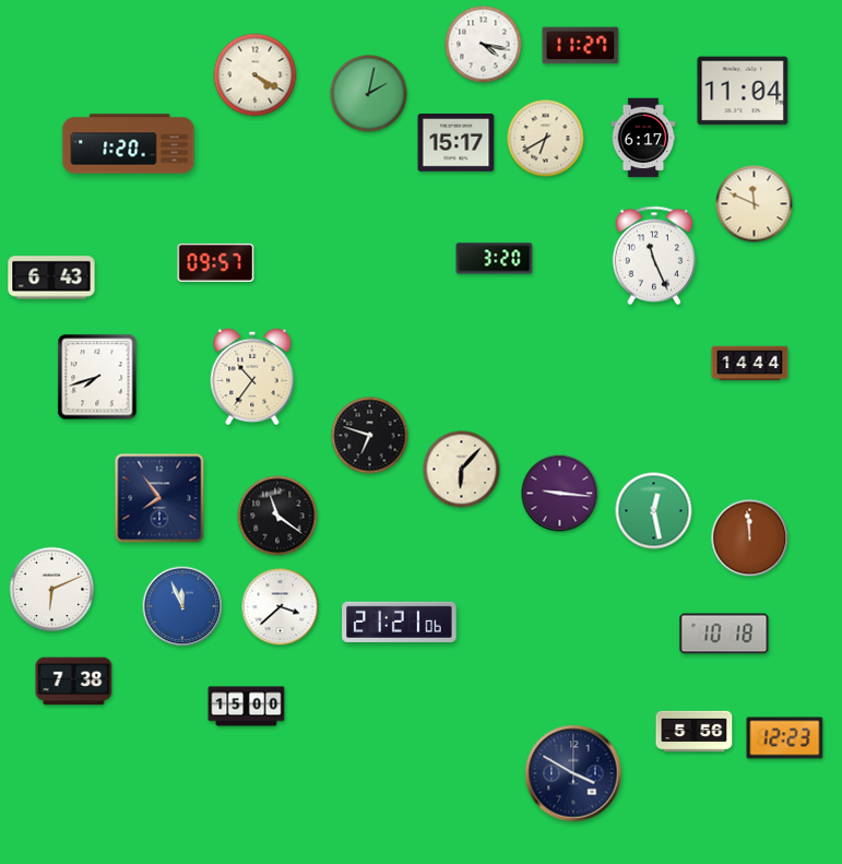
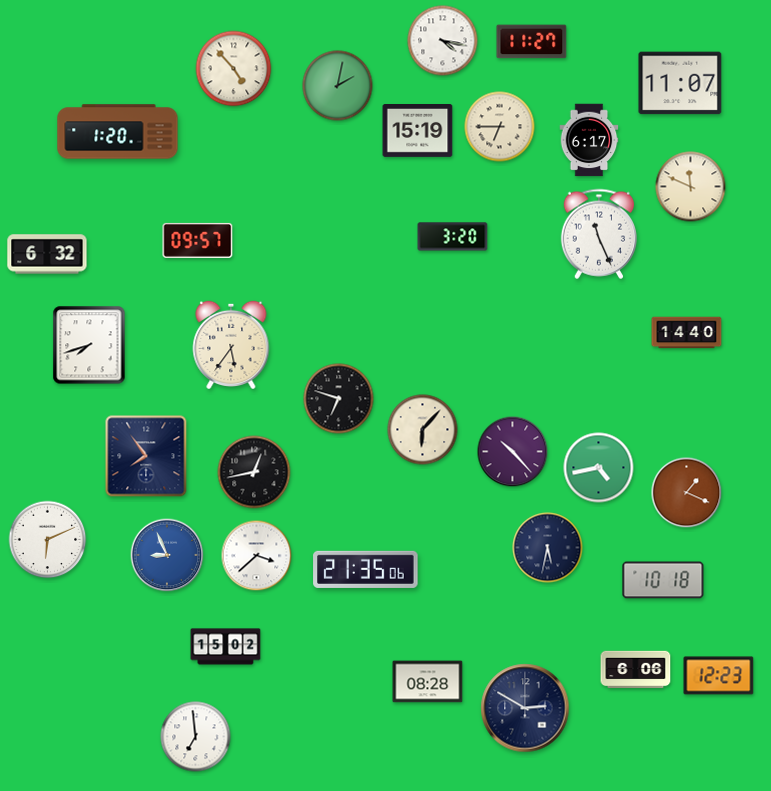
clock at (256, 75): 4:20 -> 4:53
clock at (743, 91): 11:04 -> 11:07
clock at (643, 138) position: (643, 138) -> (589, 140)
clock at (546, 139): 6:40 -> 6:45
clock at (456, 143): 15:17 -> 15:19
clock at (51, 277): 6:43 -> 6:32
clock at (750, 364): 14:44 -> 14:40
clock at (252, 376): 10:36 -> 5:36
clock at (560, 494): 9:16 -> 10:23
clock at (654, 511): 12:28 -> 4:43
clock at (277, 516): 11:21 -> 12:43
clock at (750, 538): 11:59 -> 1:19
clock at (548, 548): none -> 5:32
clock at (182, 606): 11:56 -> 8:56
clock at (400, 622): 21:21 -> 21:35
clock at (74, 682): 7:38 -> none
clock at (247, 707): 15:00 -> 15:02
clock at (695, 732): 5:56 -> 6:06
clock at (428, 682): none -> 08:28
clock at (573, 773): 3:50 -> 2:50
clock at (196, 737): none -> 6:59
